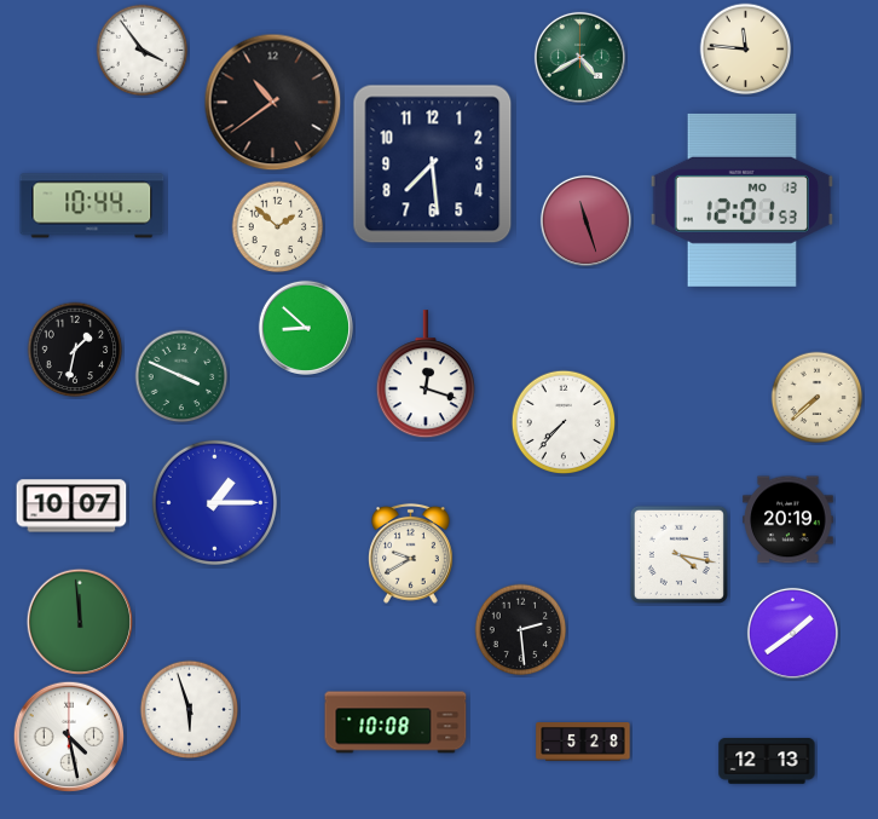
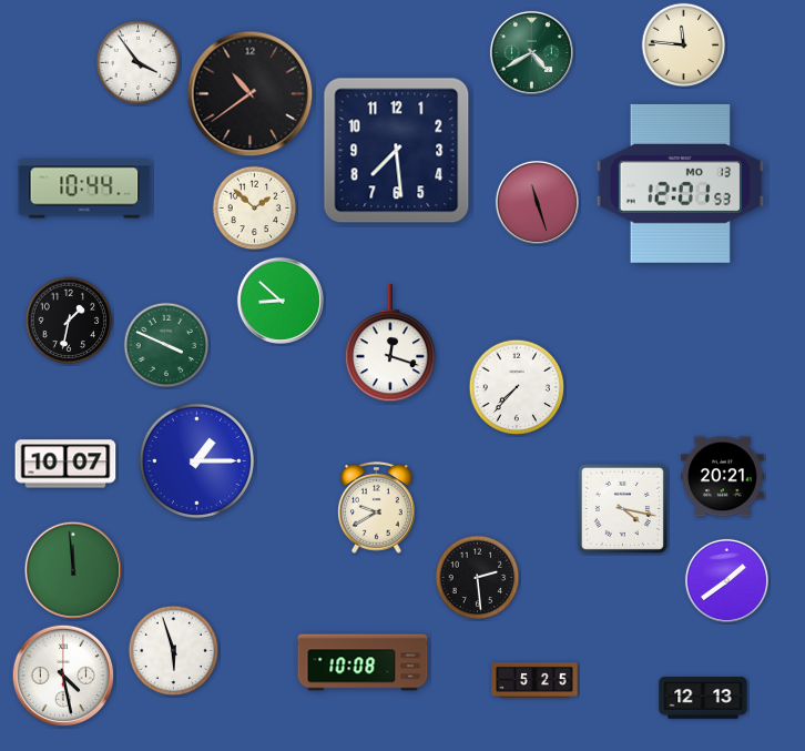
clock at (143, 51) position: (143, 51) -> (139, 63)
clock at (818, 398): 7:38 -> none
clock at (789, 520): 20:19 -> 20:21
clock at (583, 743): 5:28 -> 5:25
